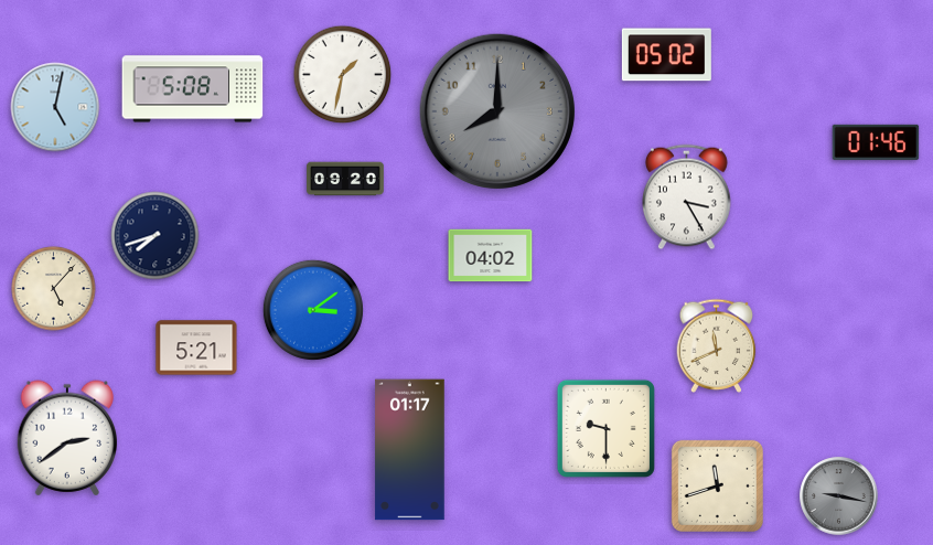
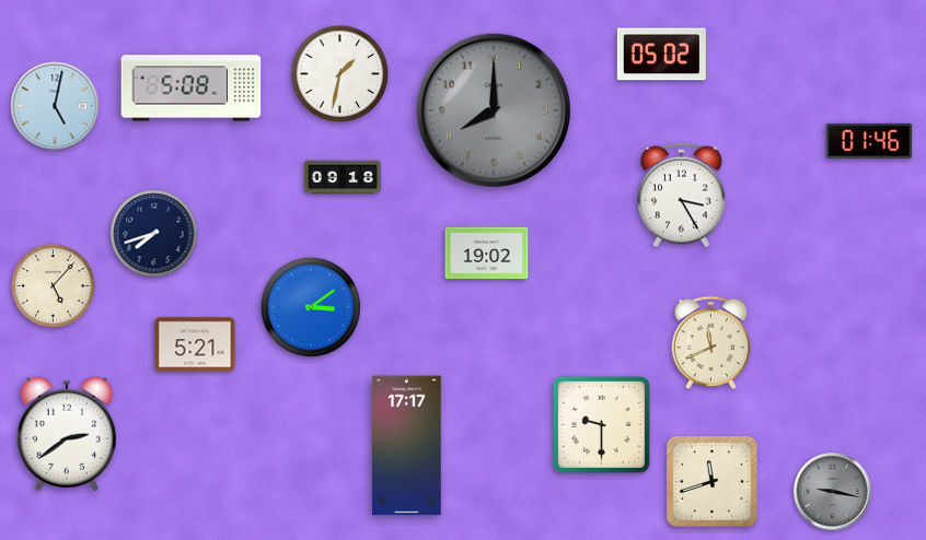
clock at (345, 179): 09:20 -> 09:18
clock at (491, 256): 04:02 -> 19:02
clock at (410, 450): 01:17 -> 17:17
